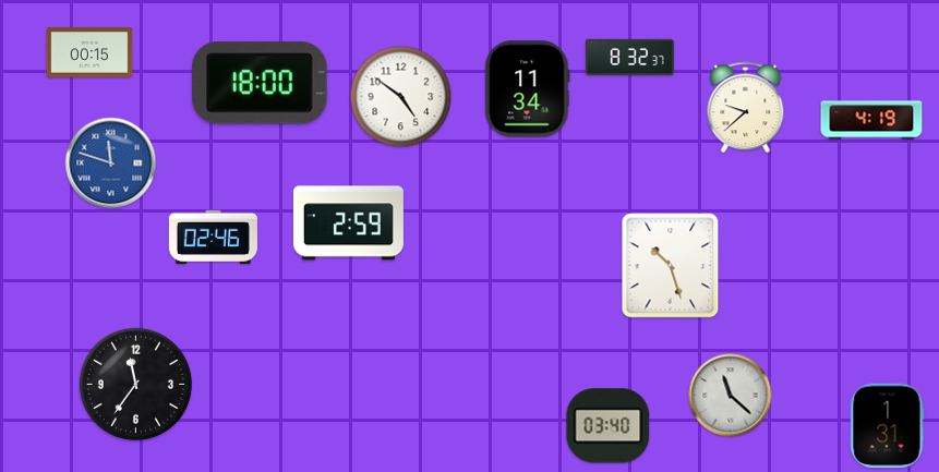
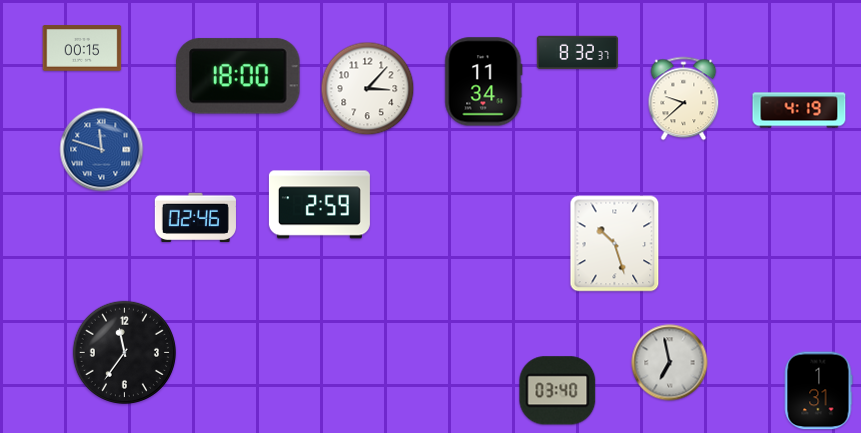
clock at (401, 97): 4:51 -> 3:07
clock at (731, 396): 11:22 -> 6:58
clock at (887, 426) position: (887, 426) -> (818, 391)
